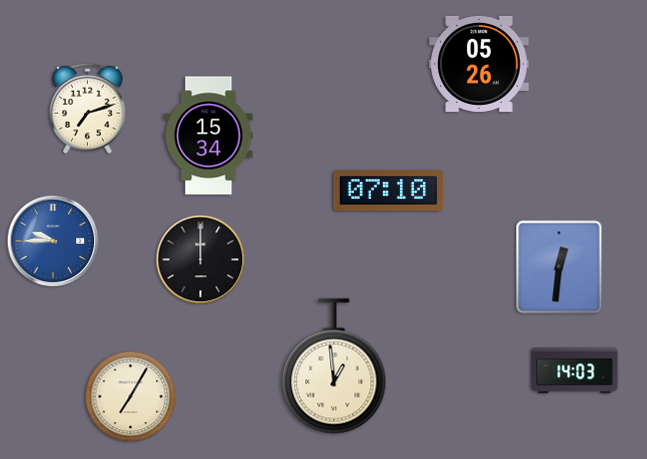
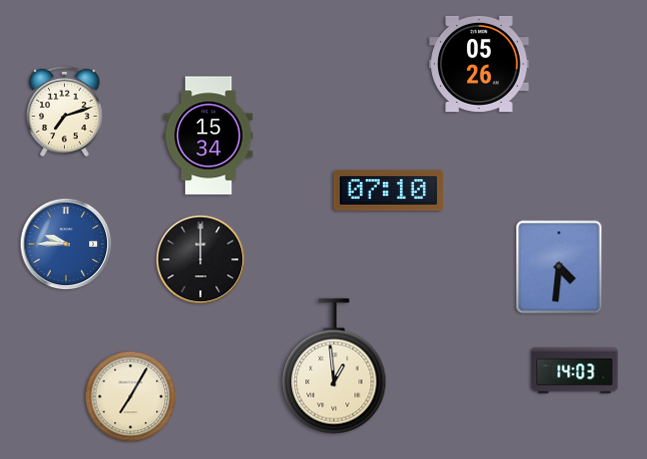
clock at (88, 108) position: (88, 108) -> (65, 111)
clock at (53, 241) position: (53, 241) -> (66, 244)
clock at (559, 267): 12:31 -> 4:31
